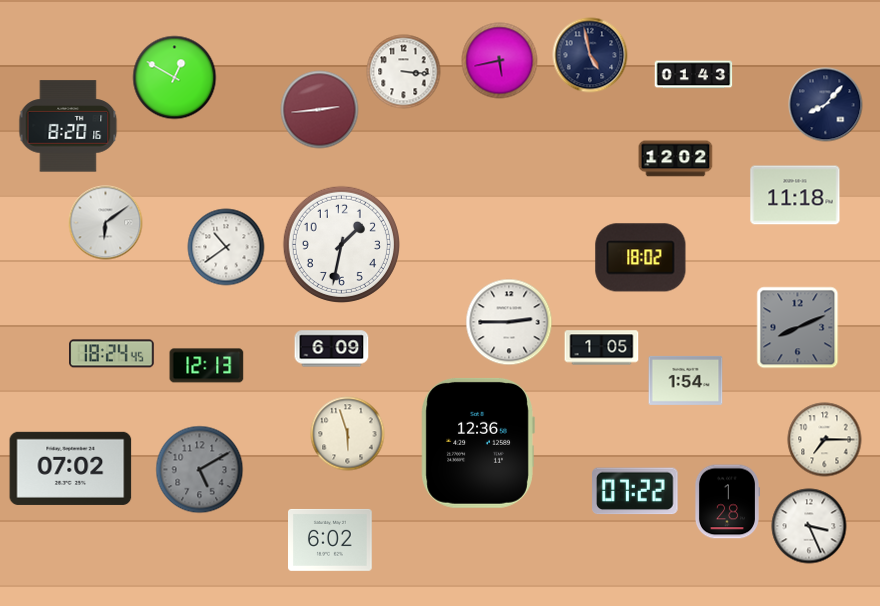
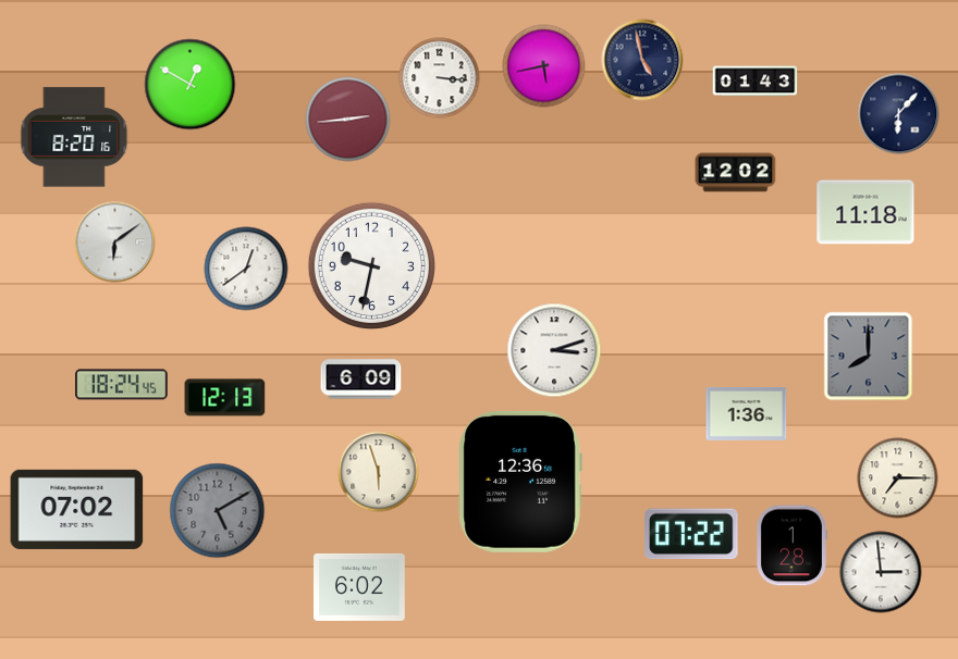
clock at (826, 105): 8:07 -> 6:07
clock at (341, 244): 1:32 -> 9:32
clock at (226, 247): 10:39 -> 12:39
clock at (641, 258): 18:02 -> none
clock at (509, 322): 2:45 -> 3:12
clock at (798, 328): 8:11 -> 8:00
clock at (602, 348): 1:05 -> none
clock at (686, 380): 1:54 -> 1:36
clock at (809, 526): 3:26 -> 2:59
